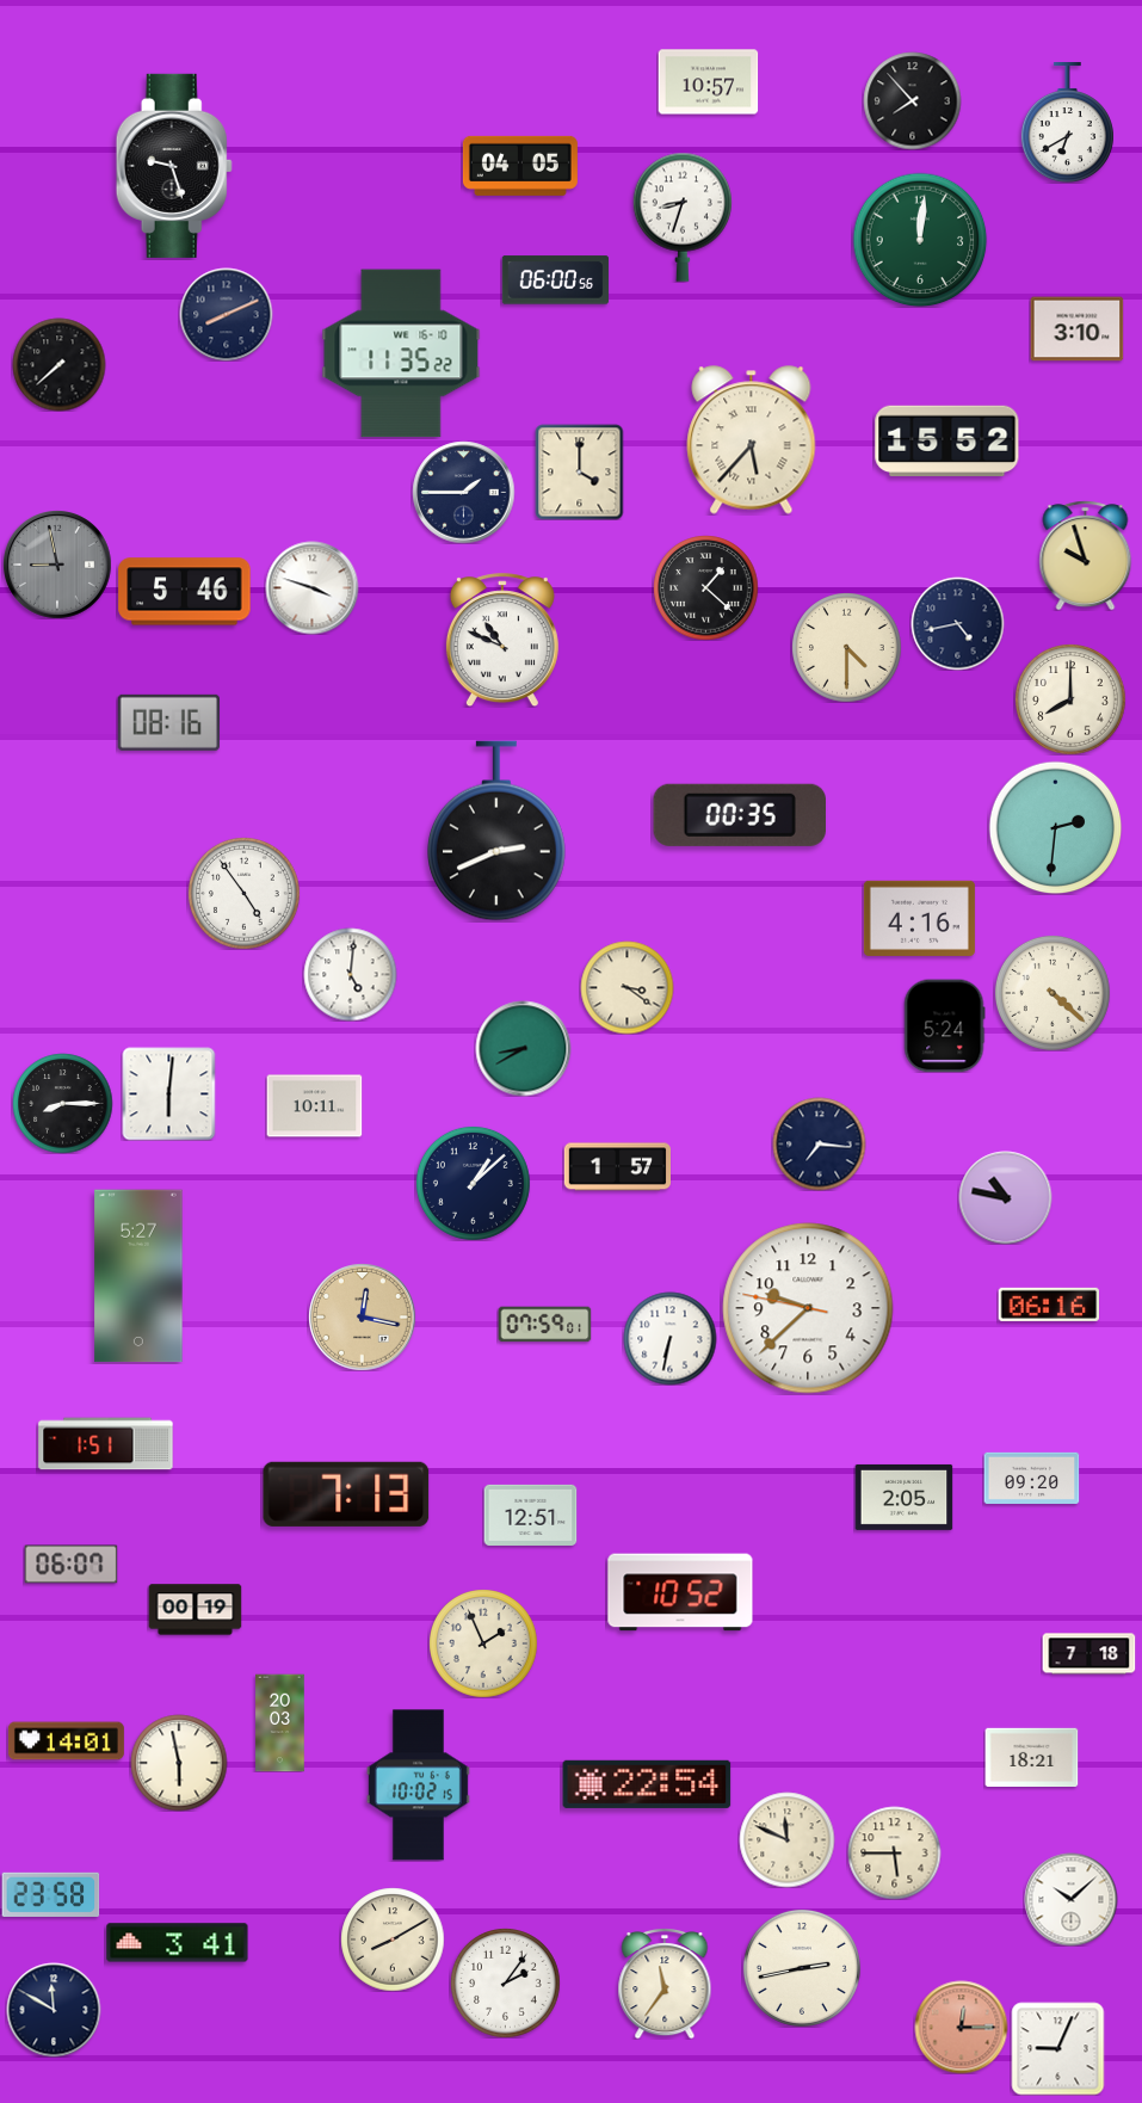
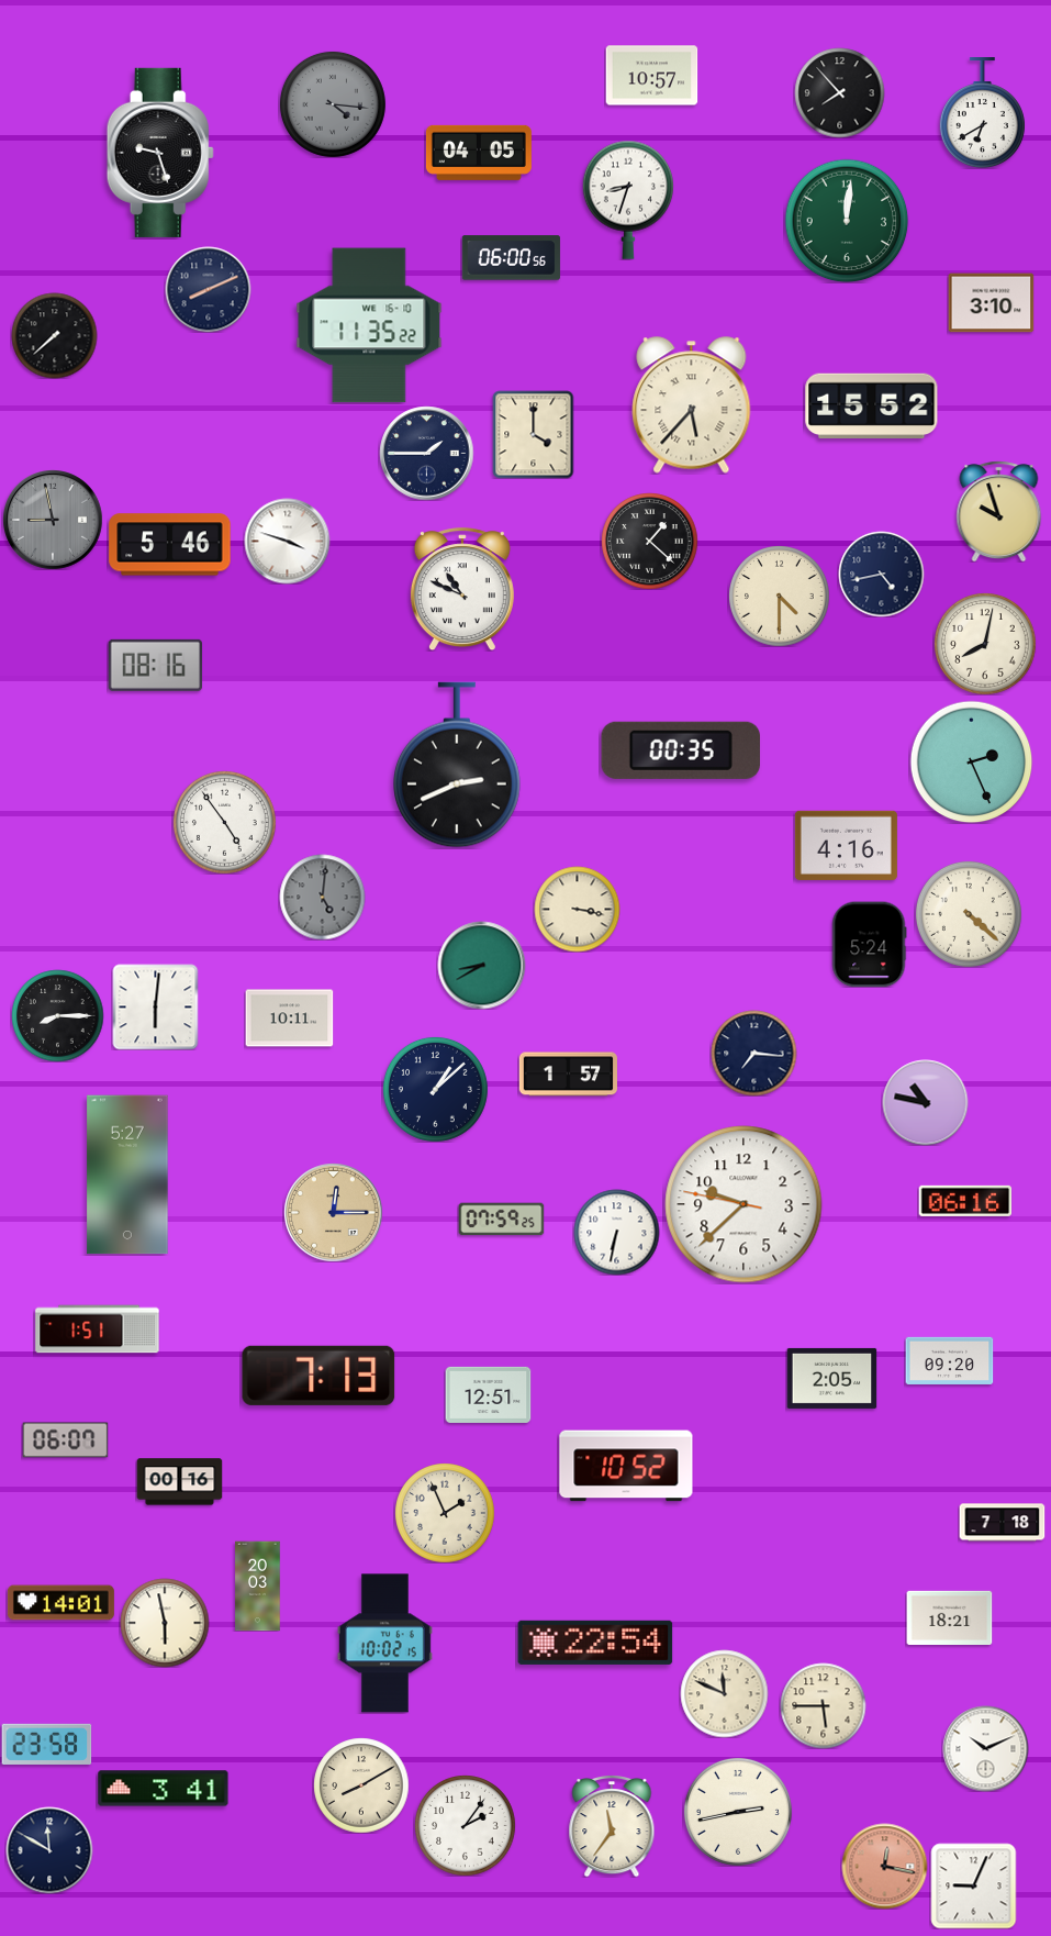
clock at (333, 104): none -> 4:16
clock at (1070, 699): 8:00 -> 8:02
clock at (1055, 827): 2:31 -> 2:26
clock at (350, 974) dial: white -> grey
clock at (626, 987): 3:21 -> 3:17
clock at (362, 1316): 12:17 -> 12:15
clock at (544, 1325): 07:59:01 -> 07:59:25
clock at (195, 1610): 00:19 -> 00:16
clock at (1070, 1899): 10:08 -> 10:11
clock at (961, 2027): 12:15 -> 12:17
